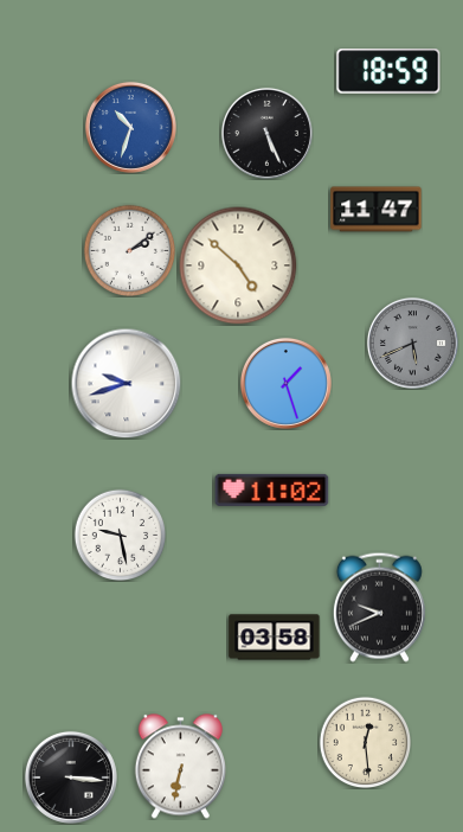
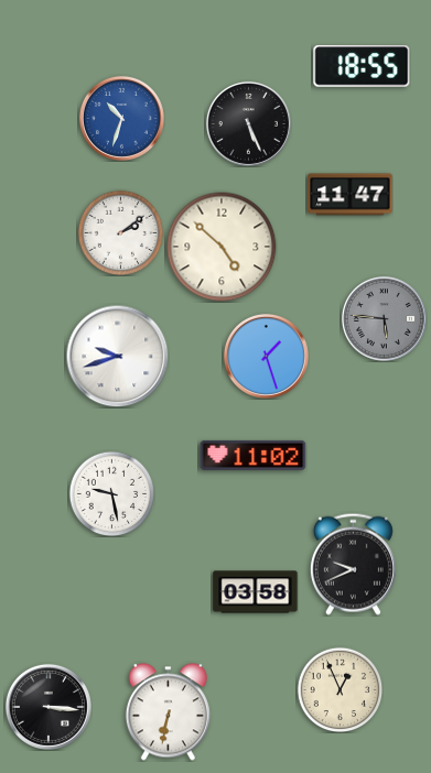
clock at (388, 71): 18:59 -> 18:55
clock at (412, 343): 5:41 -> 5:46
clock at (120, 535) position: (120, 535) -> (111, 493)
clock at (365, 742): 12:29 -> 12:56
clock at (71, 777) position: (71, 777) -> (49, 707)
